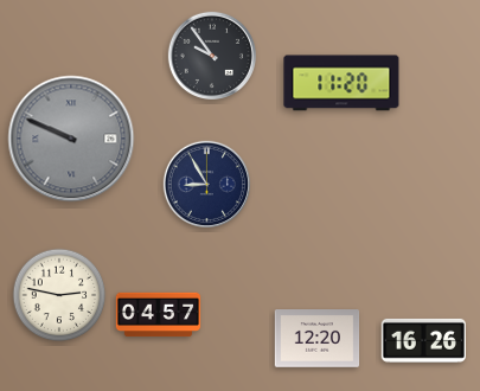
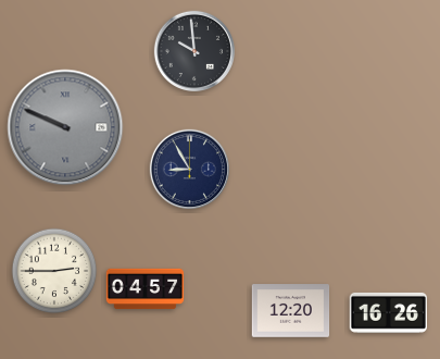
clock at (211, 55): 9:54 -> 9:59
clock at (341, 83): 11:20 -> none
clock at (59, 295): 2:47 -> 2:45
